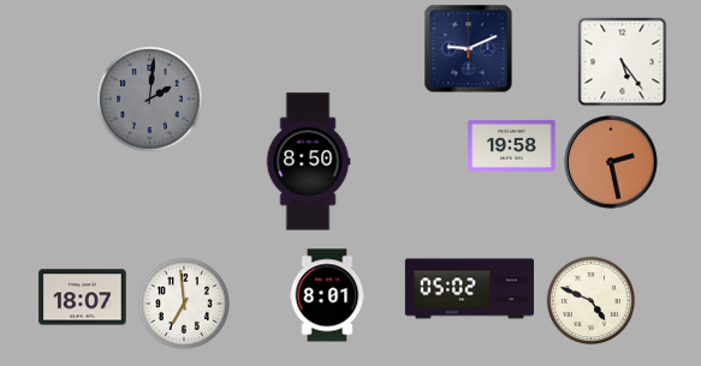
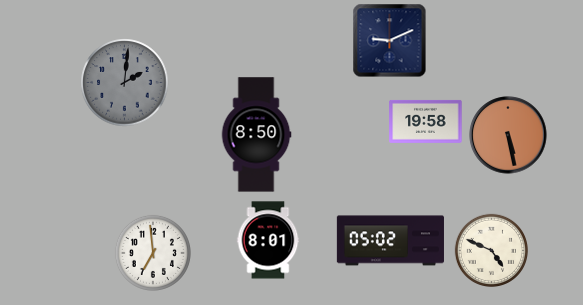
clock at (623, 62): 5:24 -> none
clock at (611, 162): 2:28 -> 5:28
clock at (327, 295) position: (327, 295) -> (268, 240)
clock at (83, 298): 18:07 -> none
